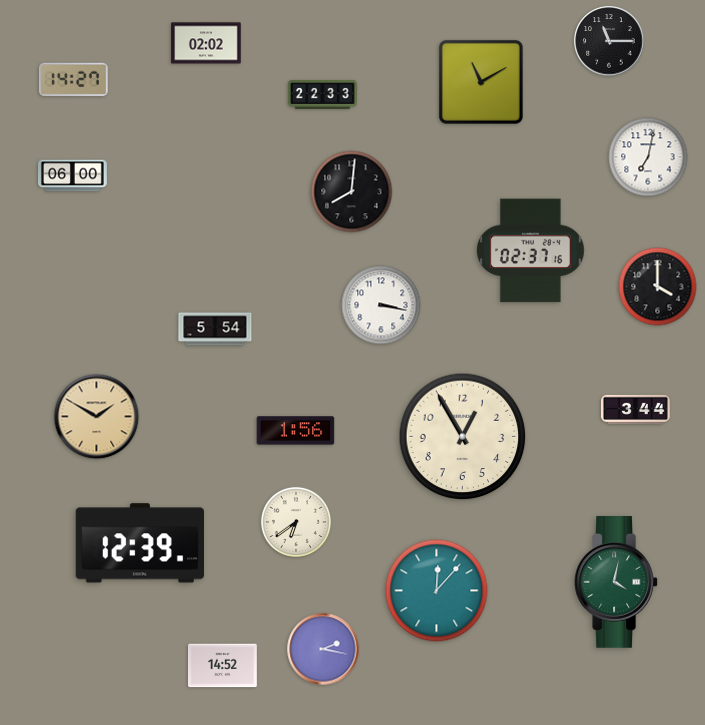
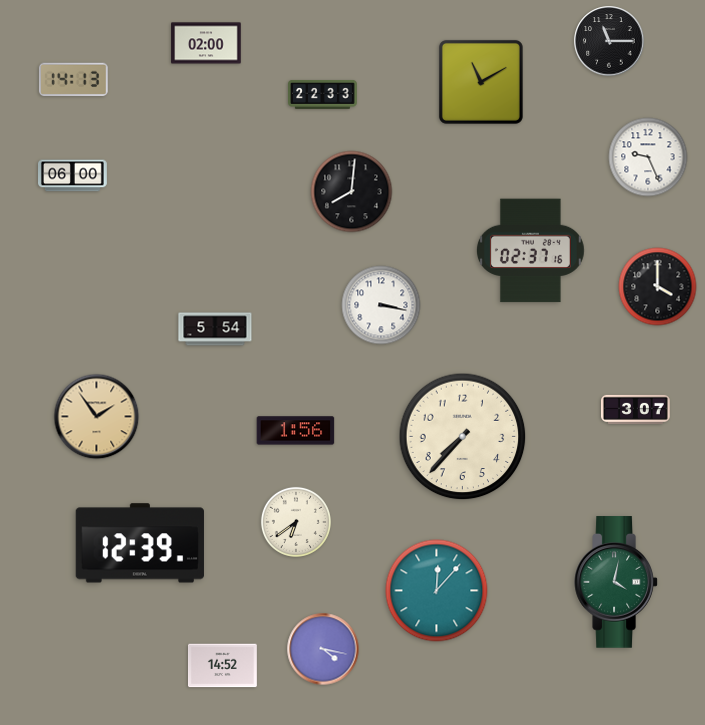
clock at (206, 43): 02:02 -> 02:00
clock at (73, 80): 14:27 -> 14:13
clock at (648, 157): 7:02 -> 9:26
clock at (636, 409): 3:44 -> 3:07
clock at (97, 417): 1:50 -> 1:54
clock at (463, 437): 12:55 -> 7:37
clock at (323, 649): 2:17 -> 4:17
